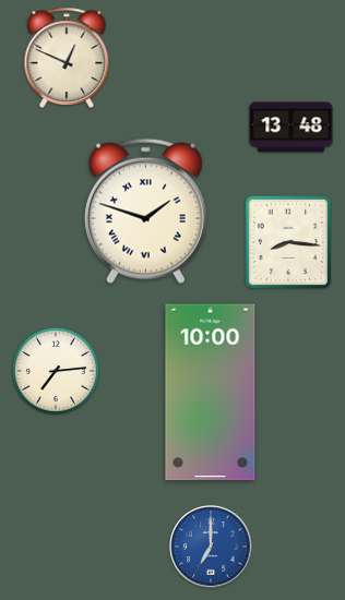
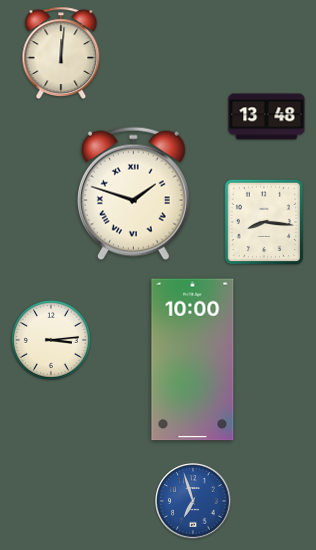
clock at (67, 58): 12:49 -> 12:01
clock at (57, 372): 7:14 -> 3:14
clock at (211, 547): 7:00 -> 6:57
